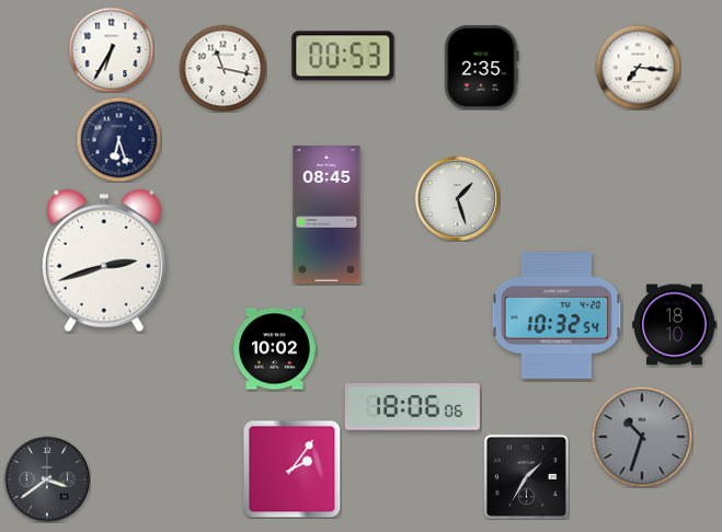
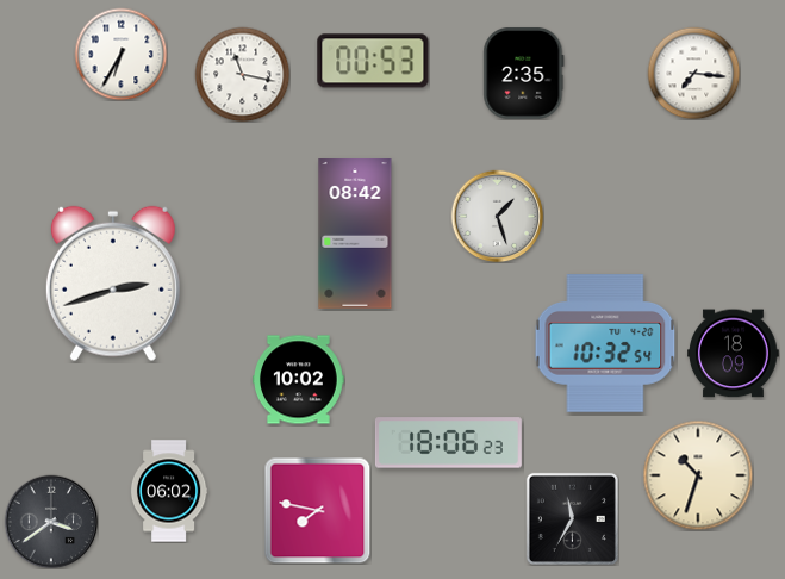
clock at (118, 139): 6:27 -> none
clock at (326, 216): 08:45 -> 08:42
clock at (675, 325): 18:10 -> 18:09
clock at (412, 407): 18:06:06 -> 18:06:23
clock at (642, 437) dial: grey -> cream
clock at (169, 491): none -> 06:02
clock at (291, 469): 2:06 -> 7:47
clock at (526, 476): 1:35 -> 11:35
